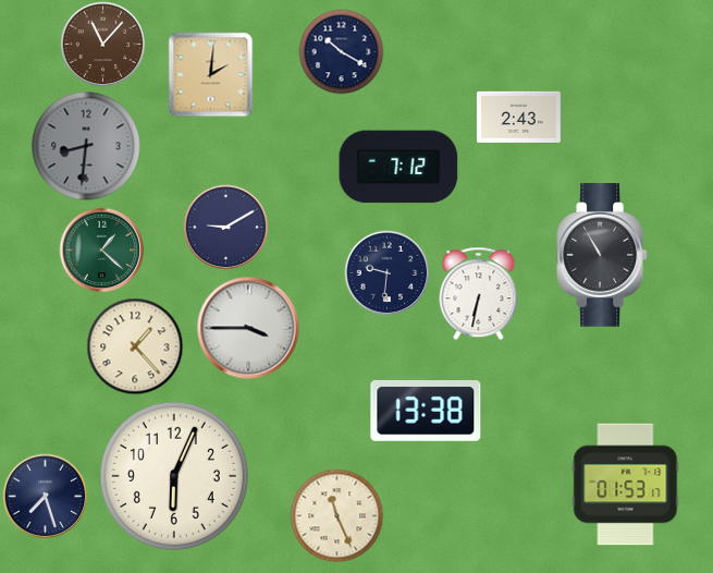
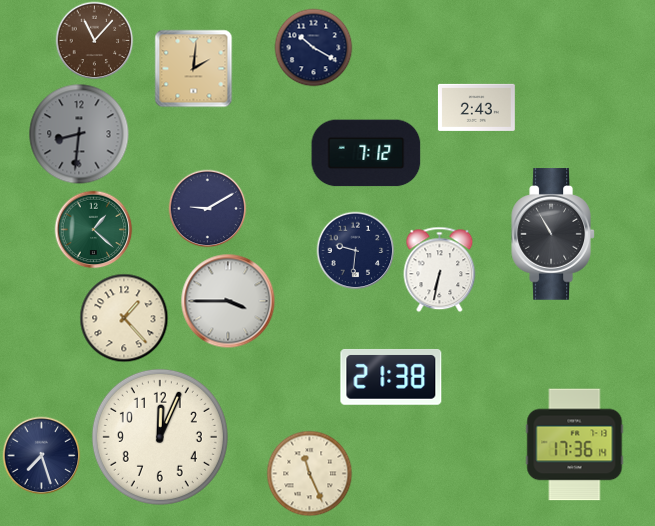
clock at (426, 411): 13:38 -> 21:38
clock at (174, 476): 6:04 -> 12:04
clock at (626, 485): 01:53 -> 17:36
